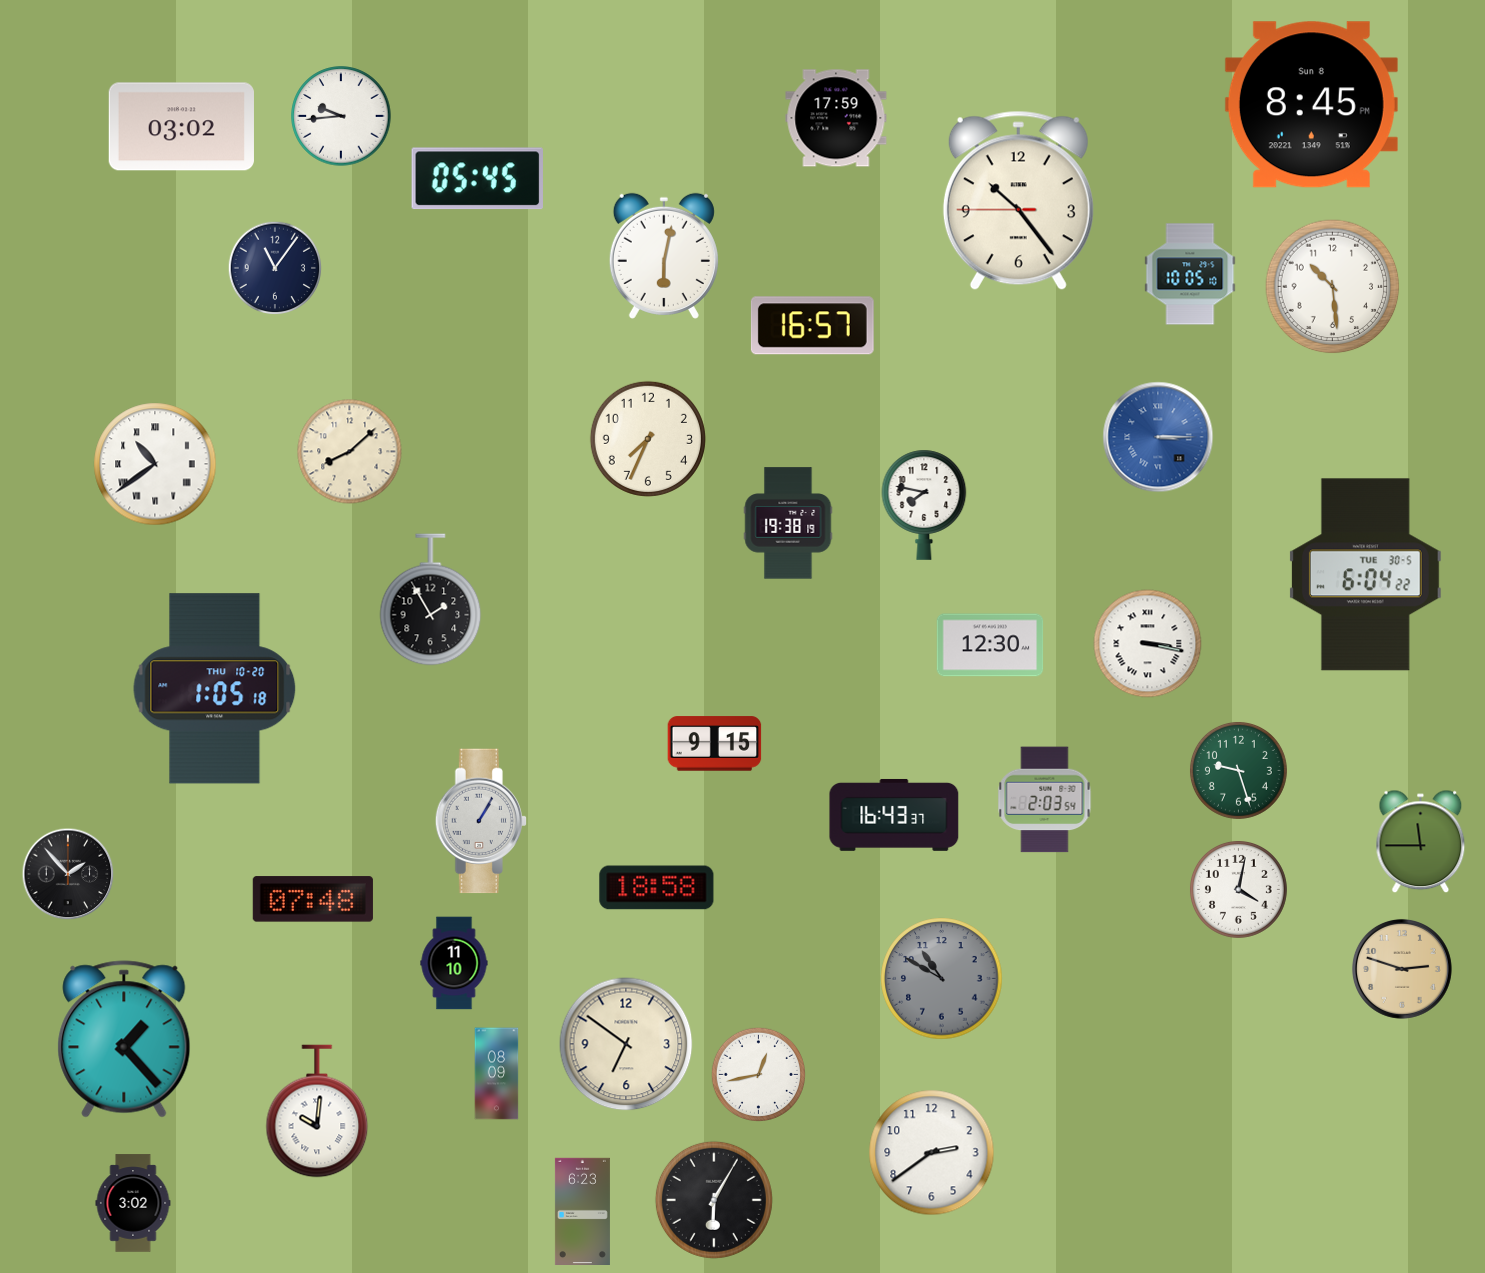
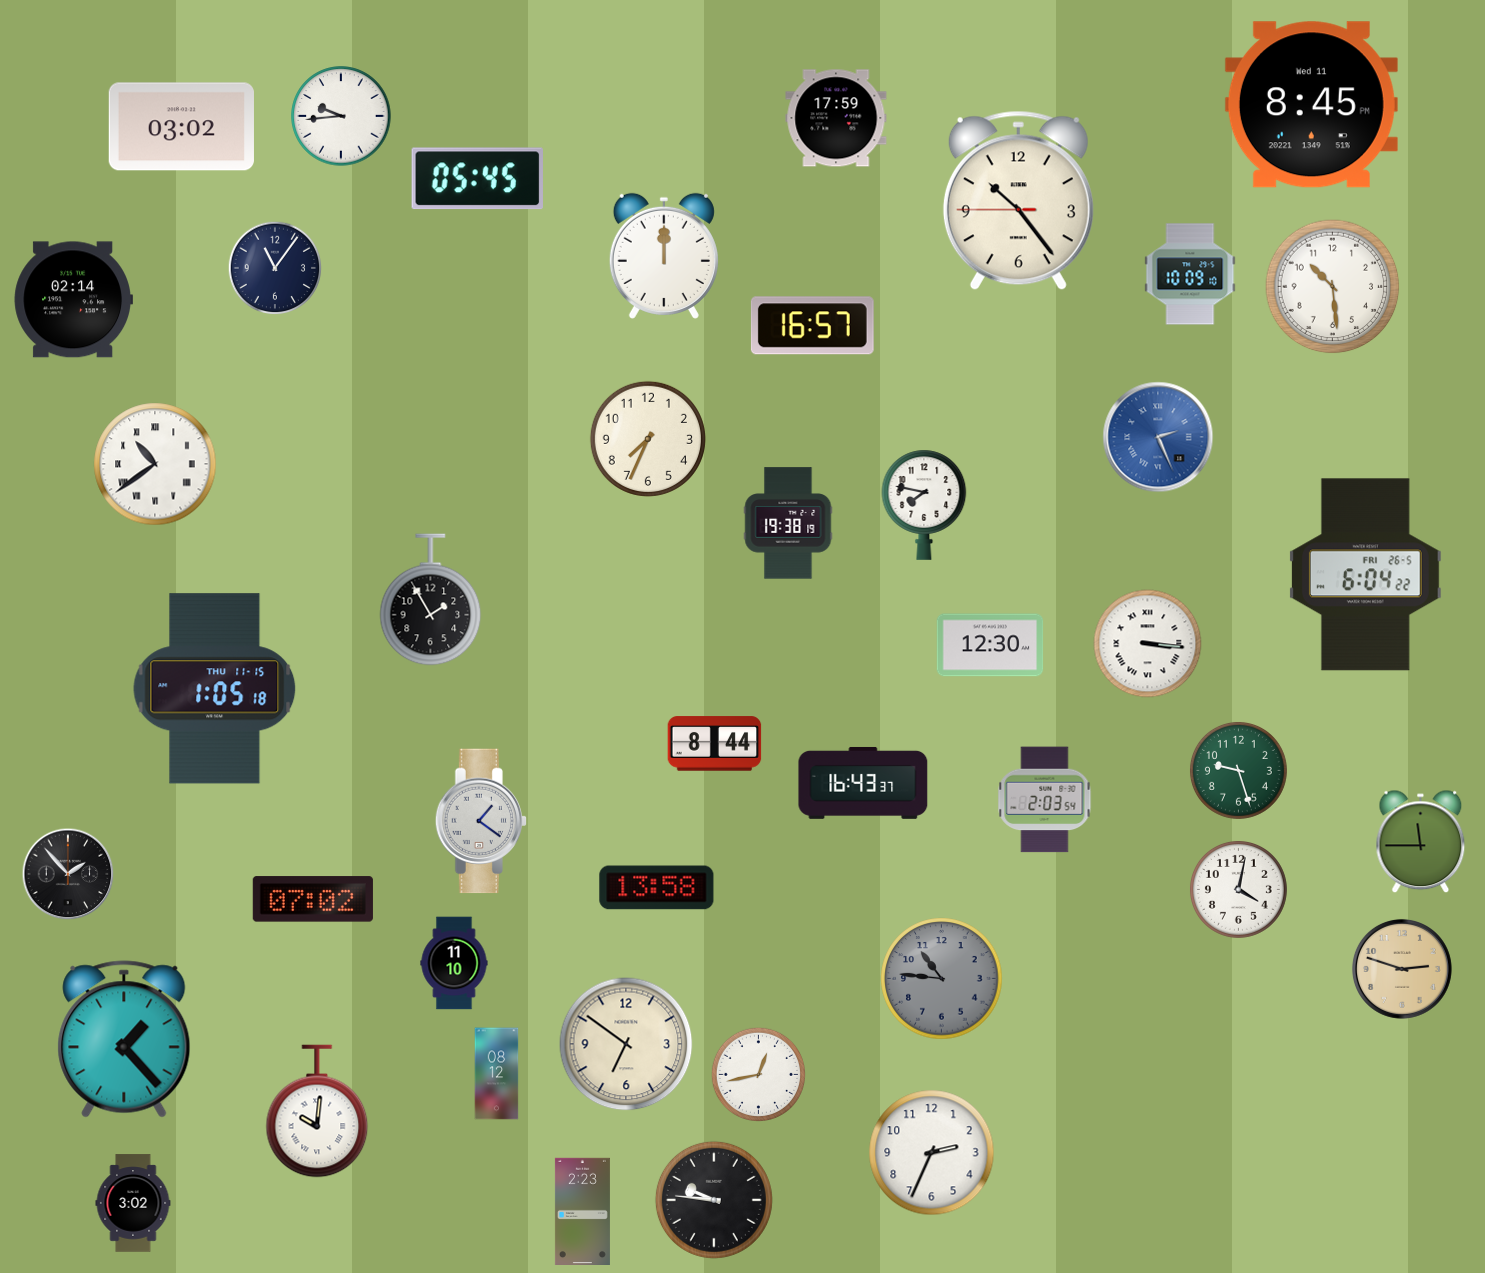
clock at (1311, 105) date: Sun 8 -> Wed 11
clock at (664, 256): 6:02 -> 12:00
clock at (1190, 274): 10:05 -> 10:09
clock at (73, 300): none -> 02:14
clock at (1158, 437): 3:15 -> 2:26
clock at (350, 452): 8:08 -> none
clock at (1365, 575) date: TUE 30-5 -> FRI 26-5
clock at (1148, 644): 3:17 -> 3:16
clock at (215, 689) date: THU 10-20 -> THU 11-15
clock at (715, 744): 9:15 -> 8:44
clock at (894, 815) position: (894, 815) -> (863, 783)
clock at (481, 821): 1:05 -> 1:21
clock at (657, 888): 18:58 -> 13:58
clock at (313, 899): 07:48 -> 07:02
clock at (942, 979): 10:50 -> 10:46
clock at (497, 1074): 08:09 -> 08:12
clock at (932, 1153): 2:39 -> 2:34
clock at (714, 1200): 6:05 -> 9:46
clock at (582, 1212): 6:23 -> 2:23
